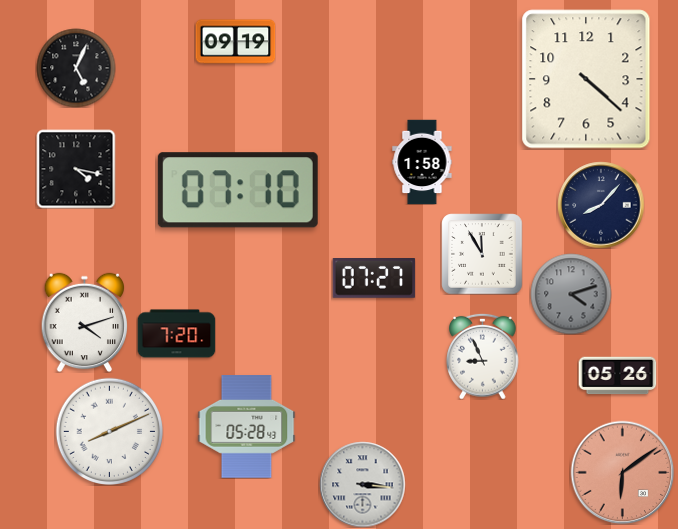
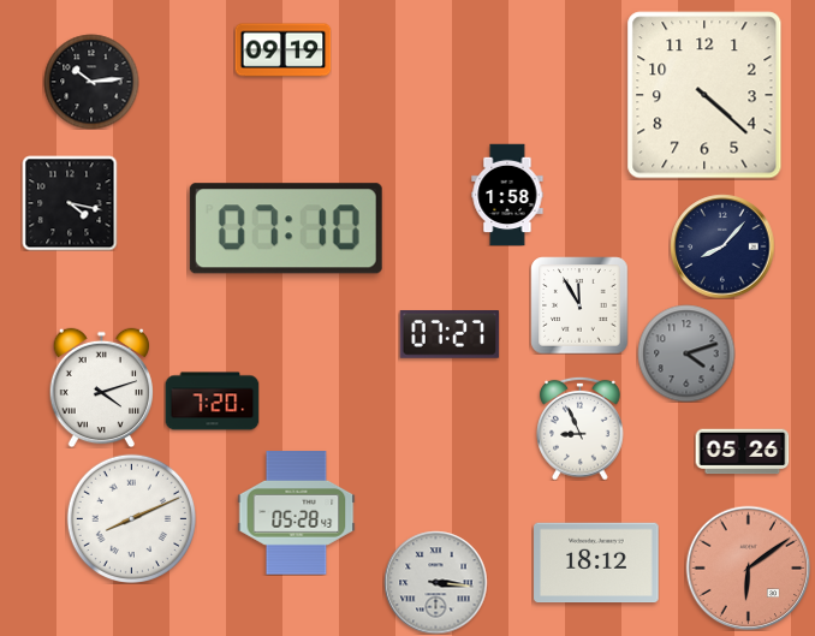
clock at (76, 68): 5:04 -> 10:14
clock at (76, 169) position: (76, 169) -> (70, 203)
clock at (596, 563): none -> 18:12
